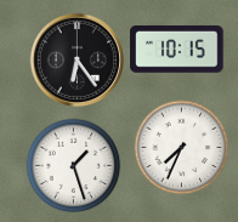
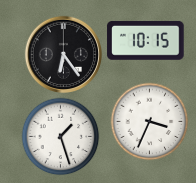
clock at (76, 59) position: (76, 59) -> (63, 54)
clock at (181, 147): 7:34 -> 3:34
